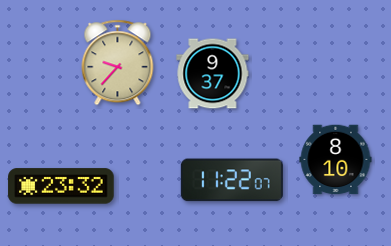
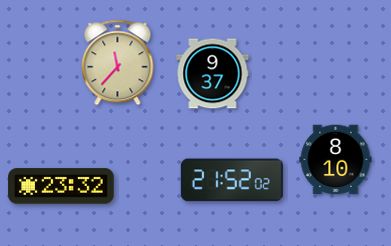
clock at (118, 63): 9:37 -> 11:37
clock at (232, 180): 11:22 -> 21:52
